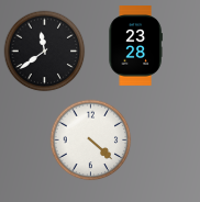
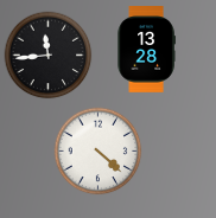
clock at (135, 46): 23:28 -> 13:28
clock at (45, 52): 11:39 -> 11:44
